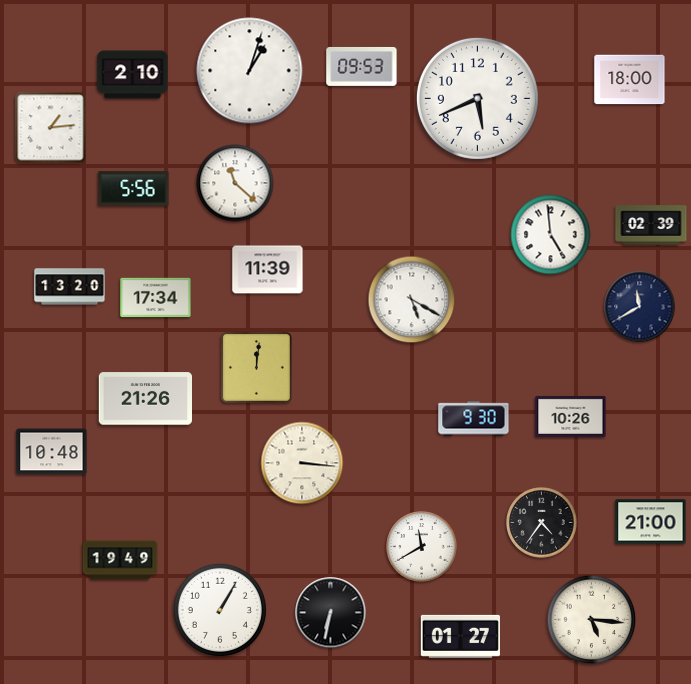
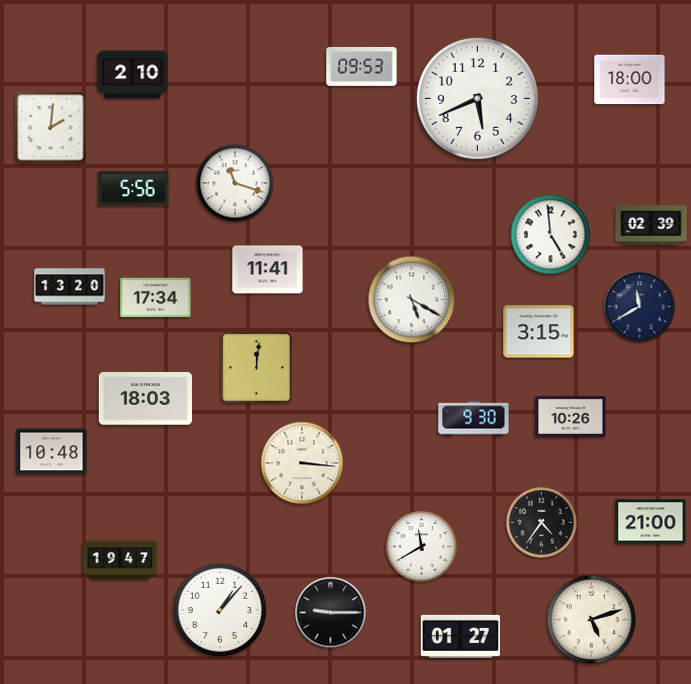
clock at (250, 71): 1:03 -> none
clock at (51, 128): 1:14 -> 2:01
clock at (235, 183): 11:22 -> 11:18
clock at (268, 270): 11:39 -> 11:41
clock at (539, 332): none -> 3:15
clock at (145, 399): 21:26 -> 18:03
clock at (120, 560): 19:49 -> 19:47
clock at (220, 610): 1:05 -> 1:07
clock at (331, 613): 6:32 -> 9:15
clock at (592, 620): 5:16 -> 5:12
